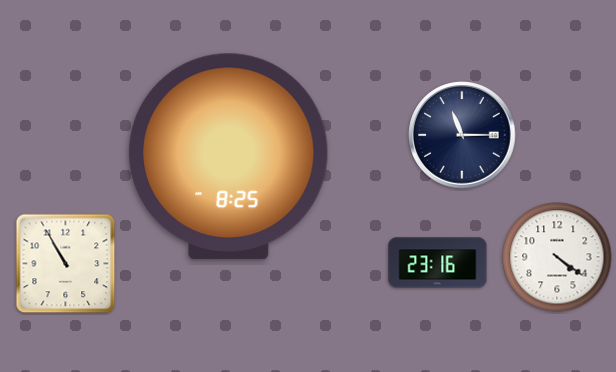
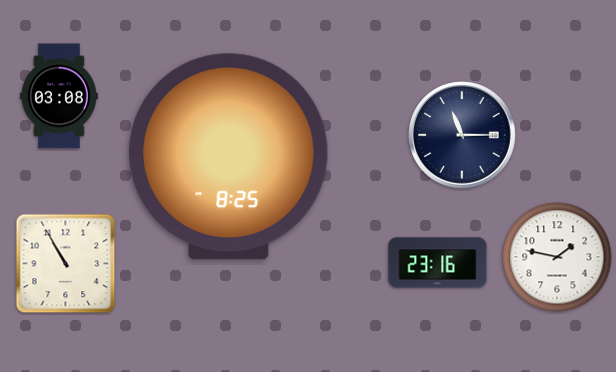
clock at (59, 96): none -> 03:08
clock at (557, 257): 4:21 -> 1:47
